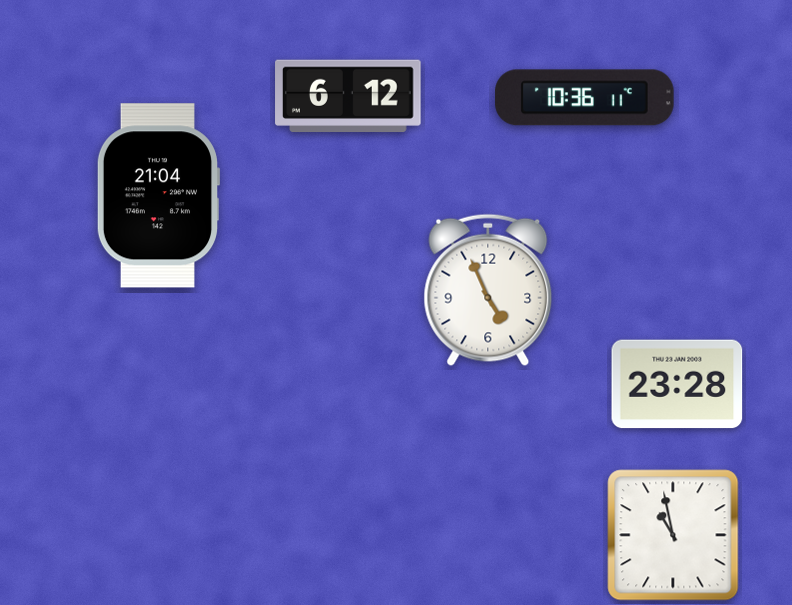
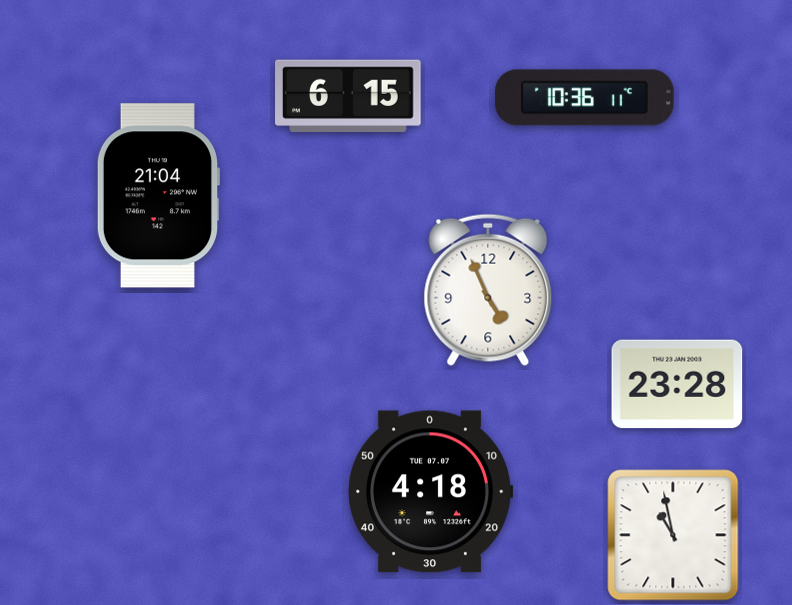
clock at (348, 96): 6:12 -> 6:15
clock at (430, 492): none -> 4:18
